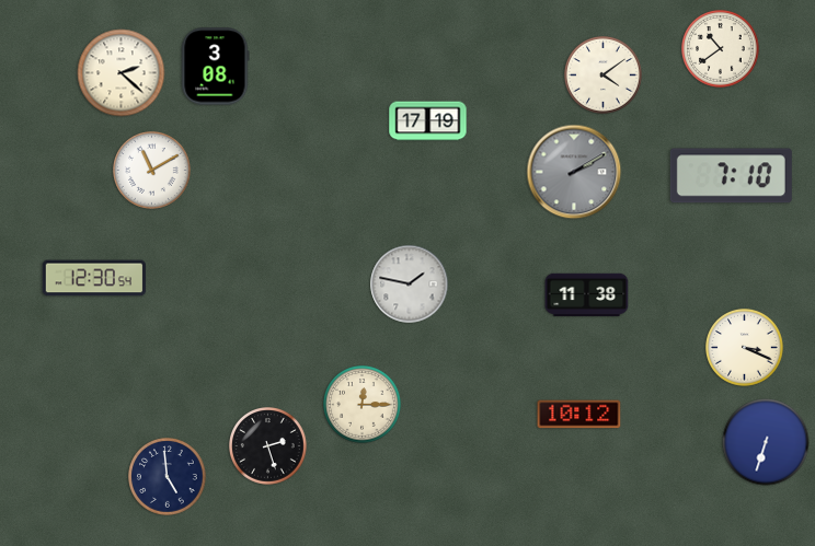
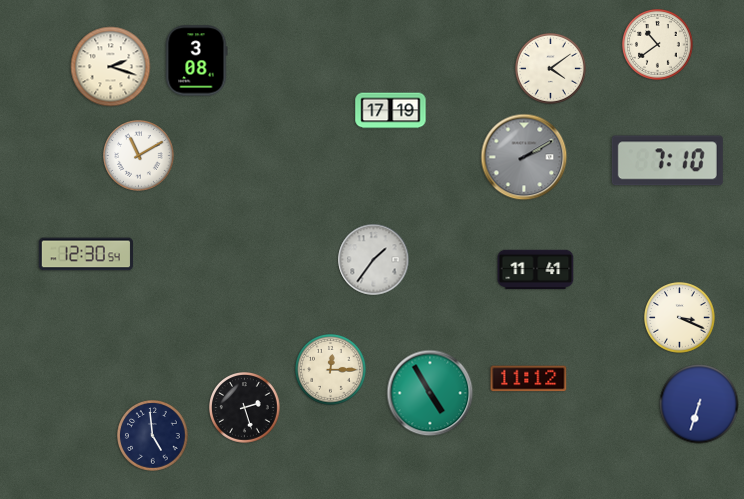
clock at (122, 73): 2:22 -> 2:18
clock at (410, 284): 1:47 -> 1:36
clock at (587, 295): 11:38 -> 11:41
clock at (579, 415): 10:12 -> 11:12
clock at (430, 393): none -> 4:55
